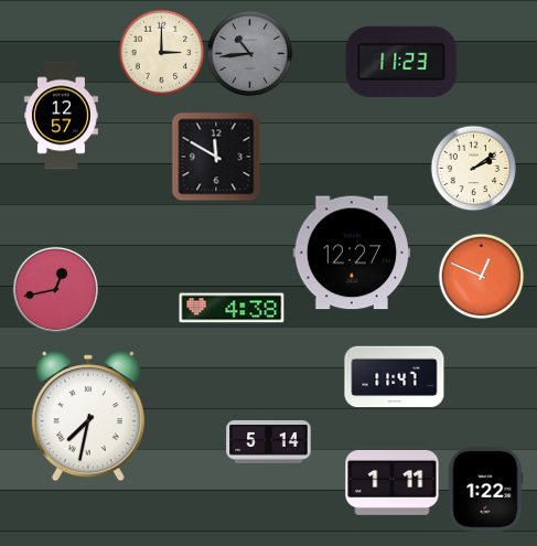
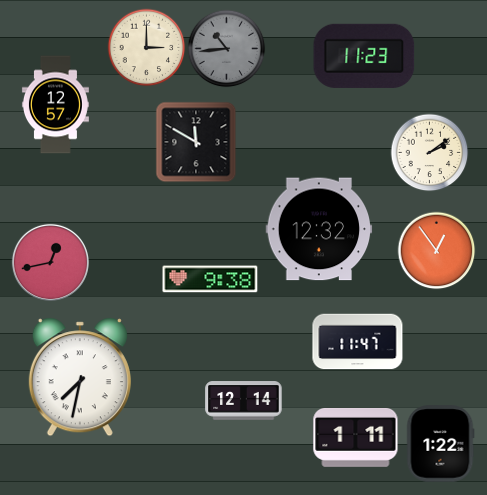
clock at (352, 253): 12:27 -> 12:32
clock at (481, 276): 12:49 -> 12:54
clock at (232, 308): 4:38 -> 9:38
clock at (269, 442): 5:14 -> 12:14
